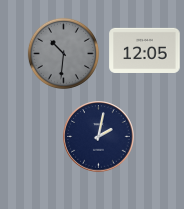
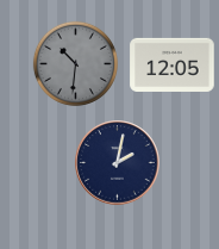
clock at (145, 50) position: (145, 50) -> (173, 64)
